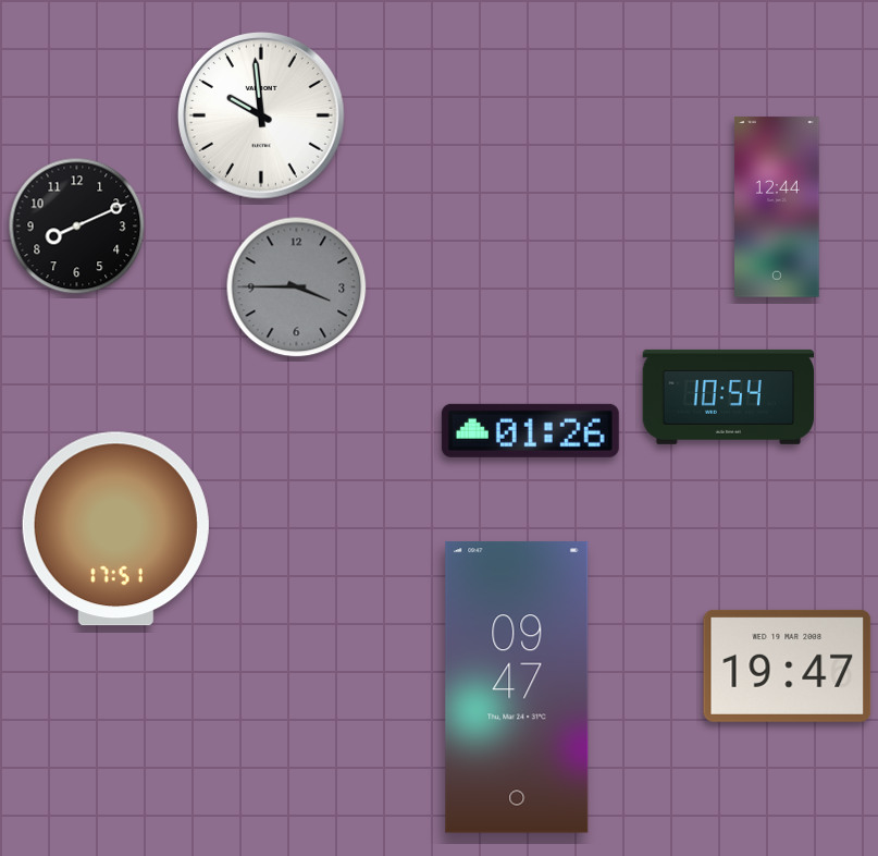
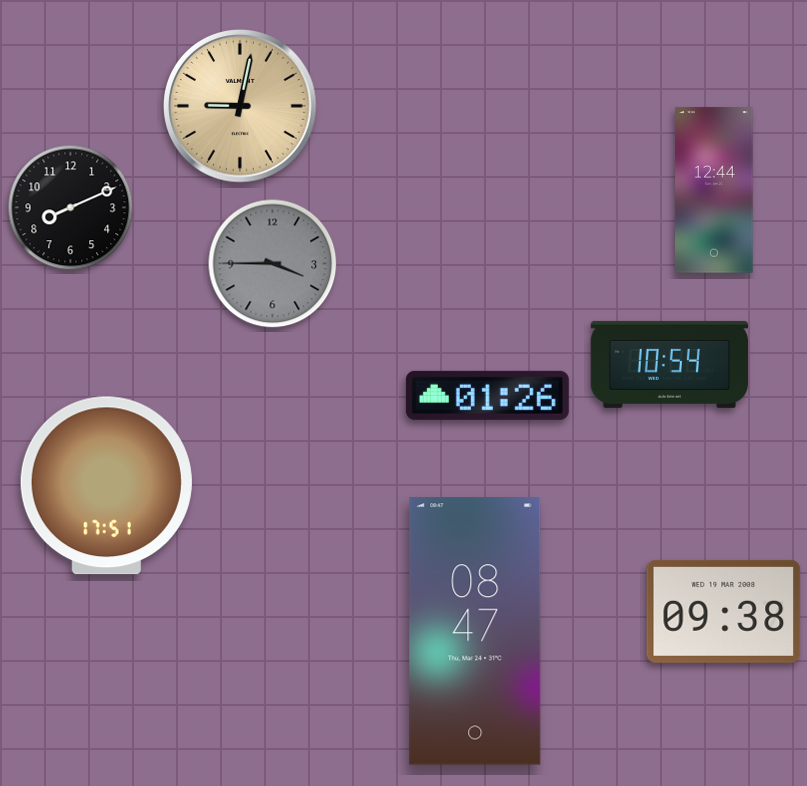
clock at (261, 115): 9:59 -> 9:02
clock at (261, 115) dial: white -> champagne
clock at (788, 665): 19:47 -> 09:38
clock at (517, 687): 09:47 -> 08:47
